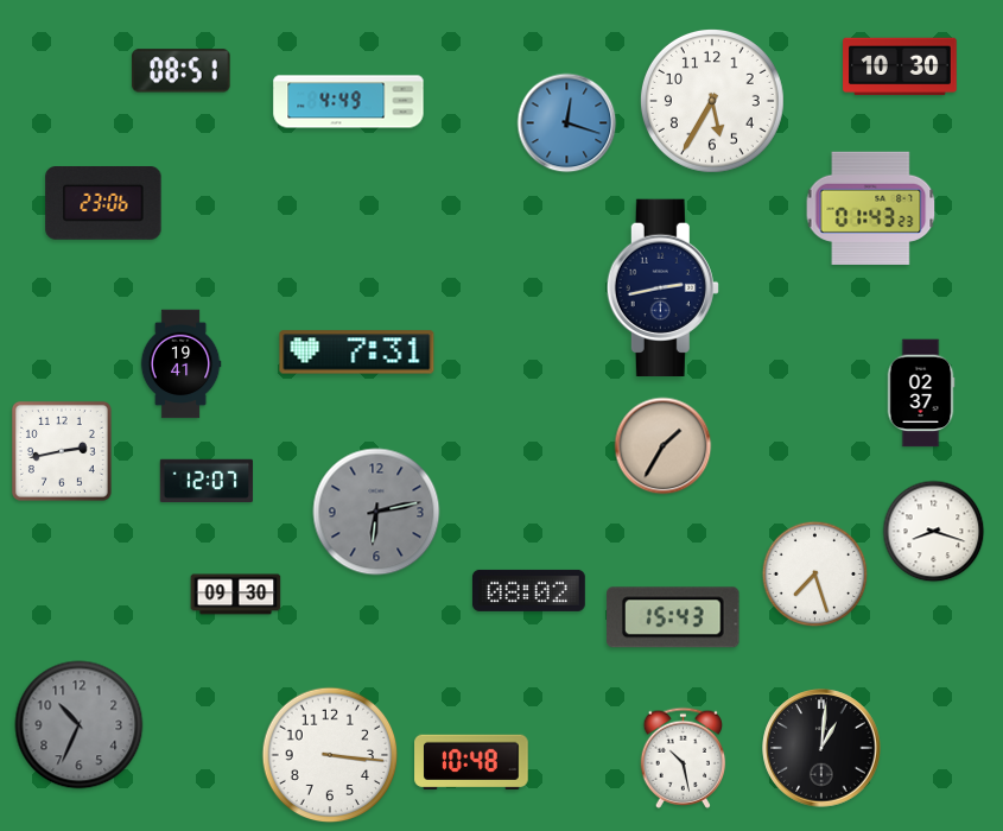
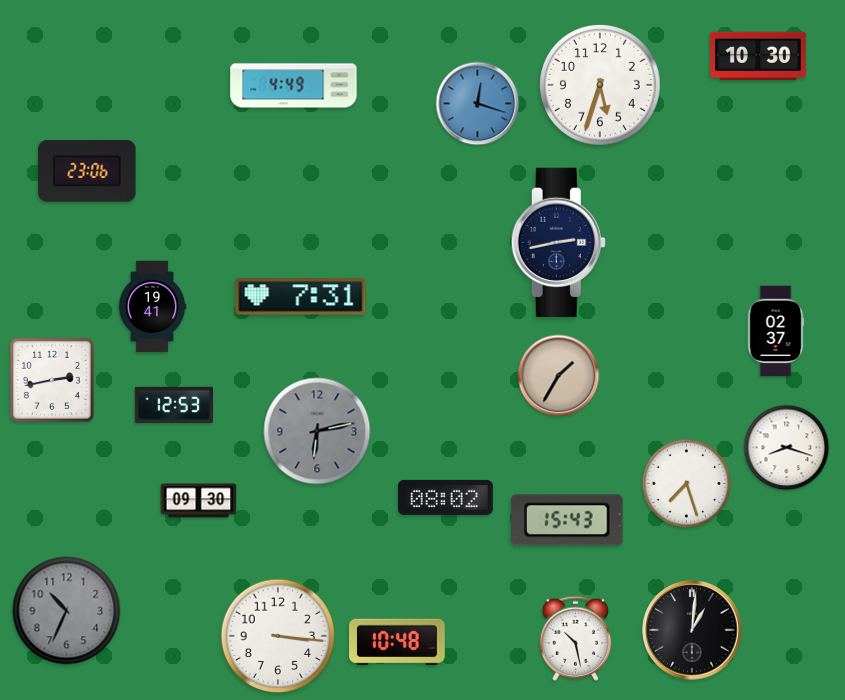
clock at (182, 71): 08:51 -> none
clock at (712, 101): 5:35 -> 5:33
clock at (871, 208): 01:43 -> none
clock at (207, 480): 12:07 -> 12:53
